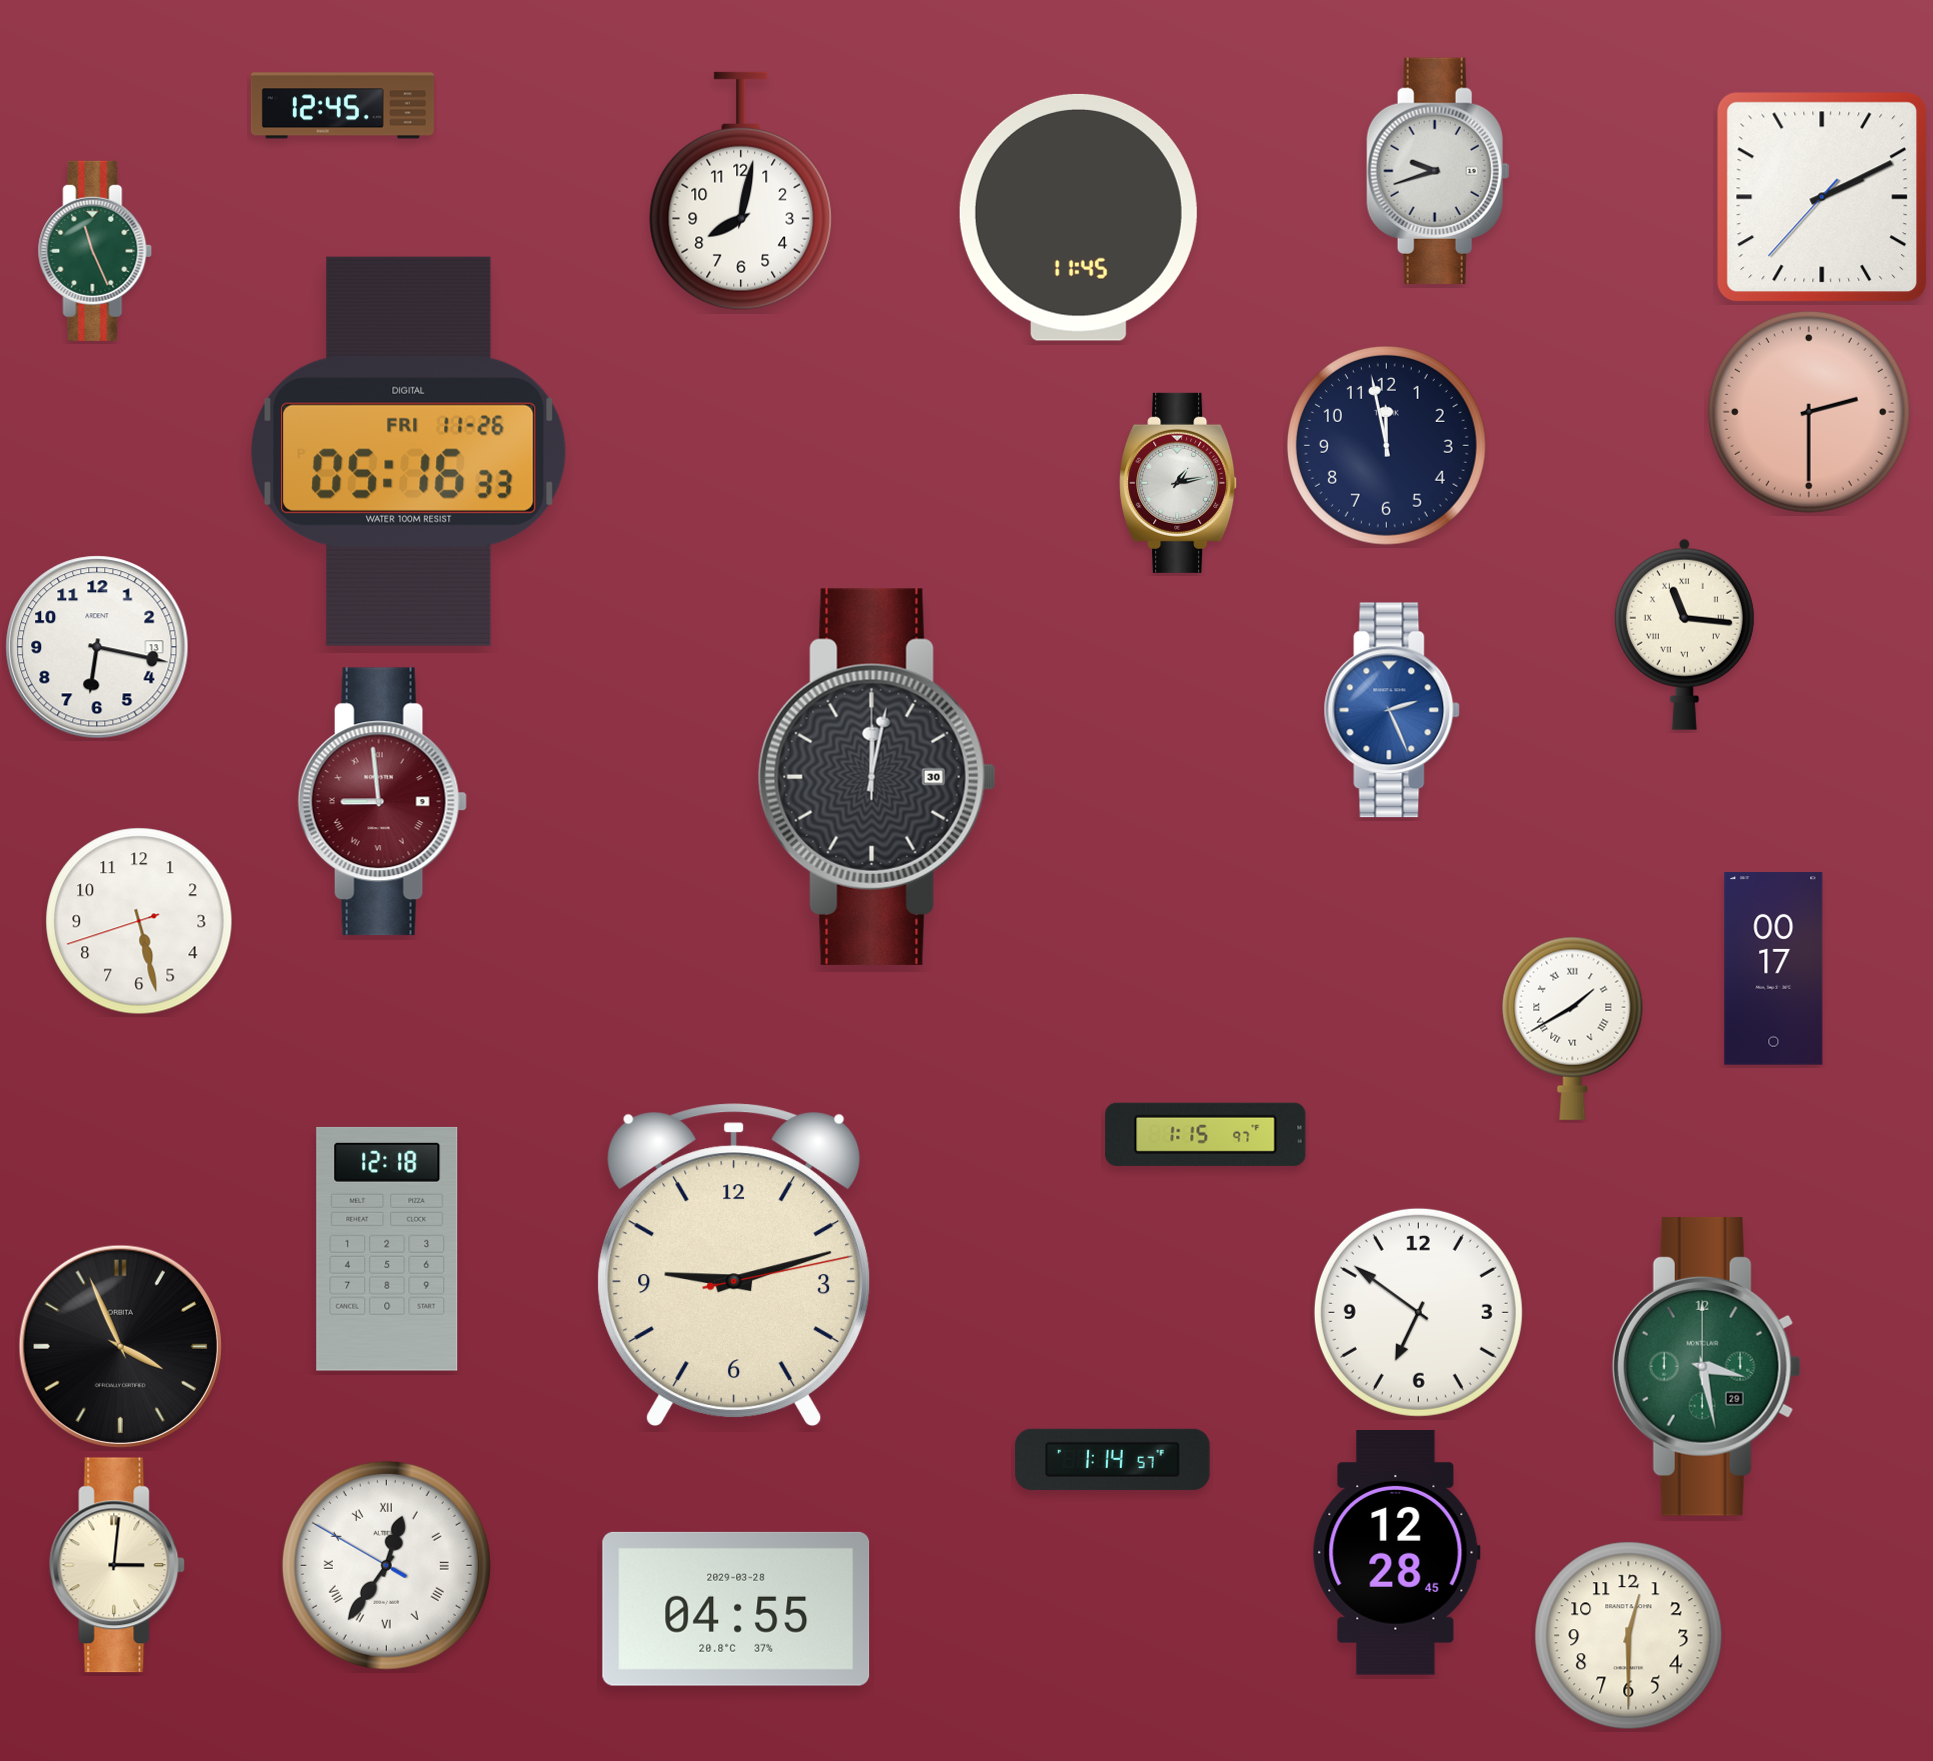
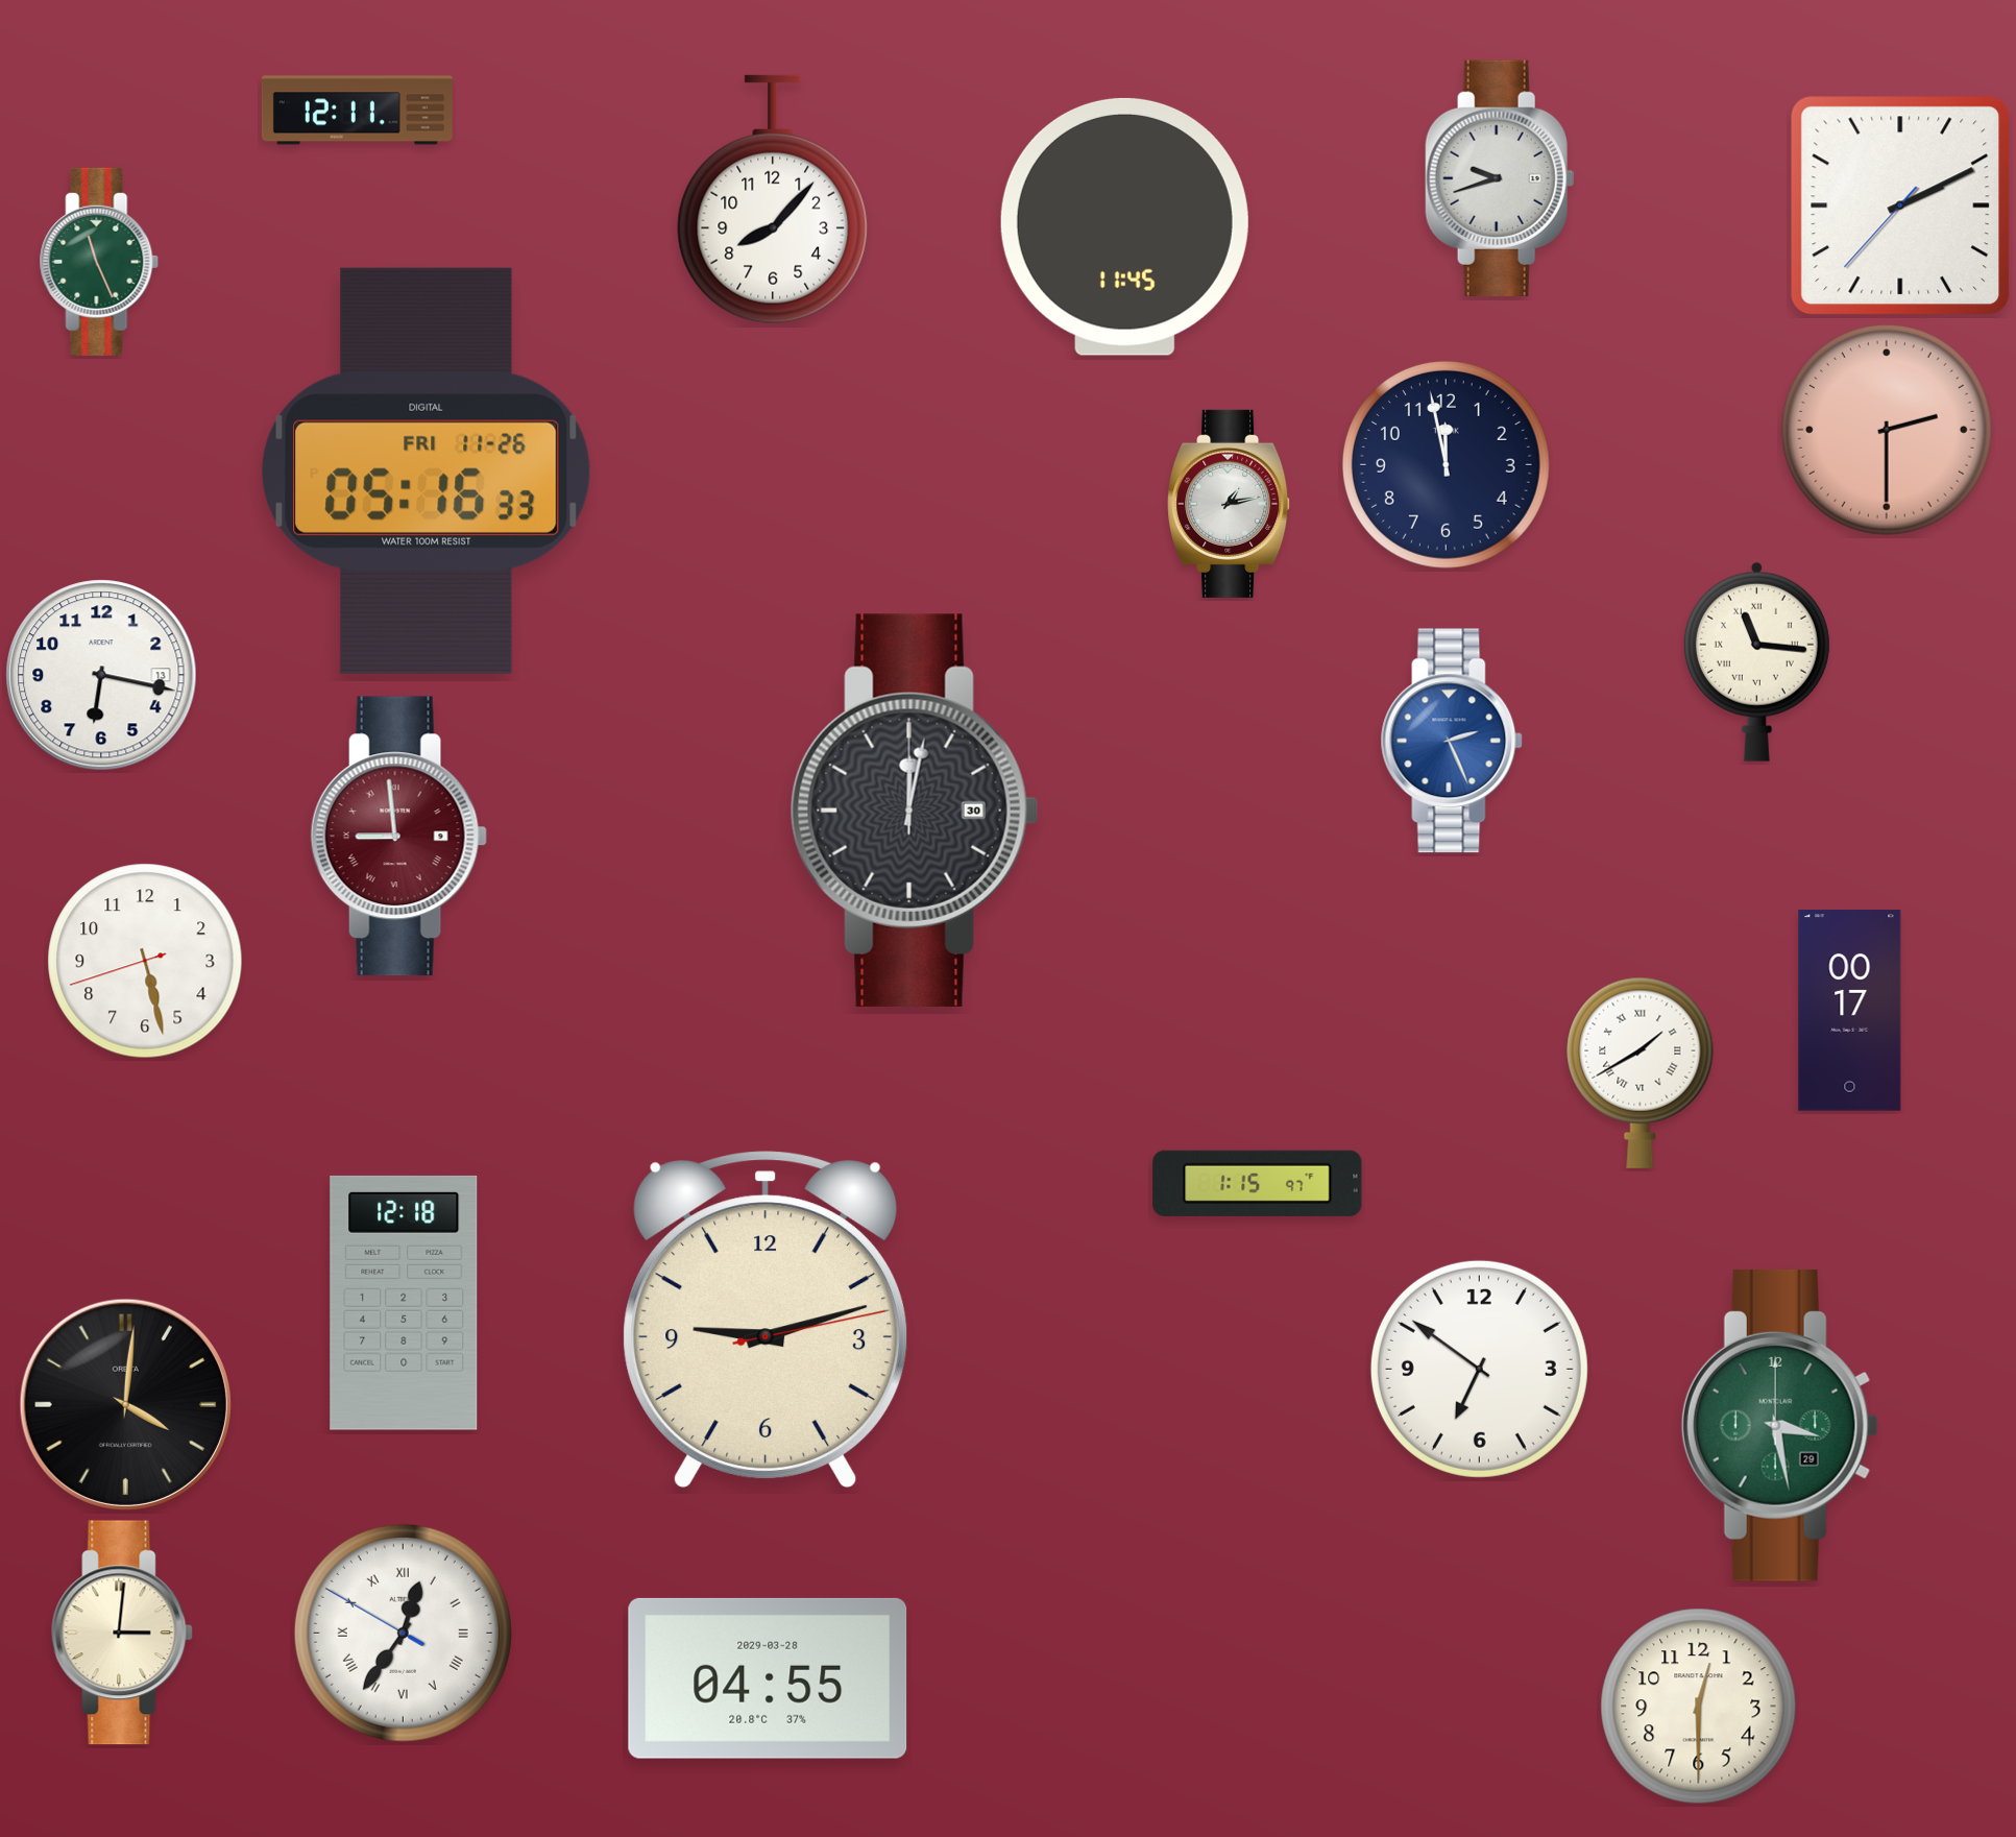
clock at (342, 106): 12:45 -> 12:11
clock at (741, 191): 8:02 -> 8:07
clock at (120, 1346): 3:56 -> 4:01
clock at (1113, 1459): 1:14 -> none
clock at (1396, 1553): 12:28 -> none
